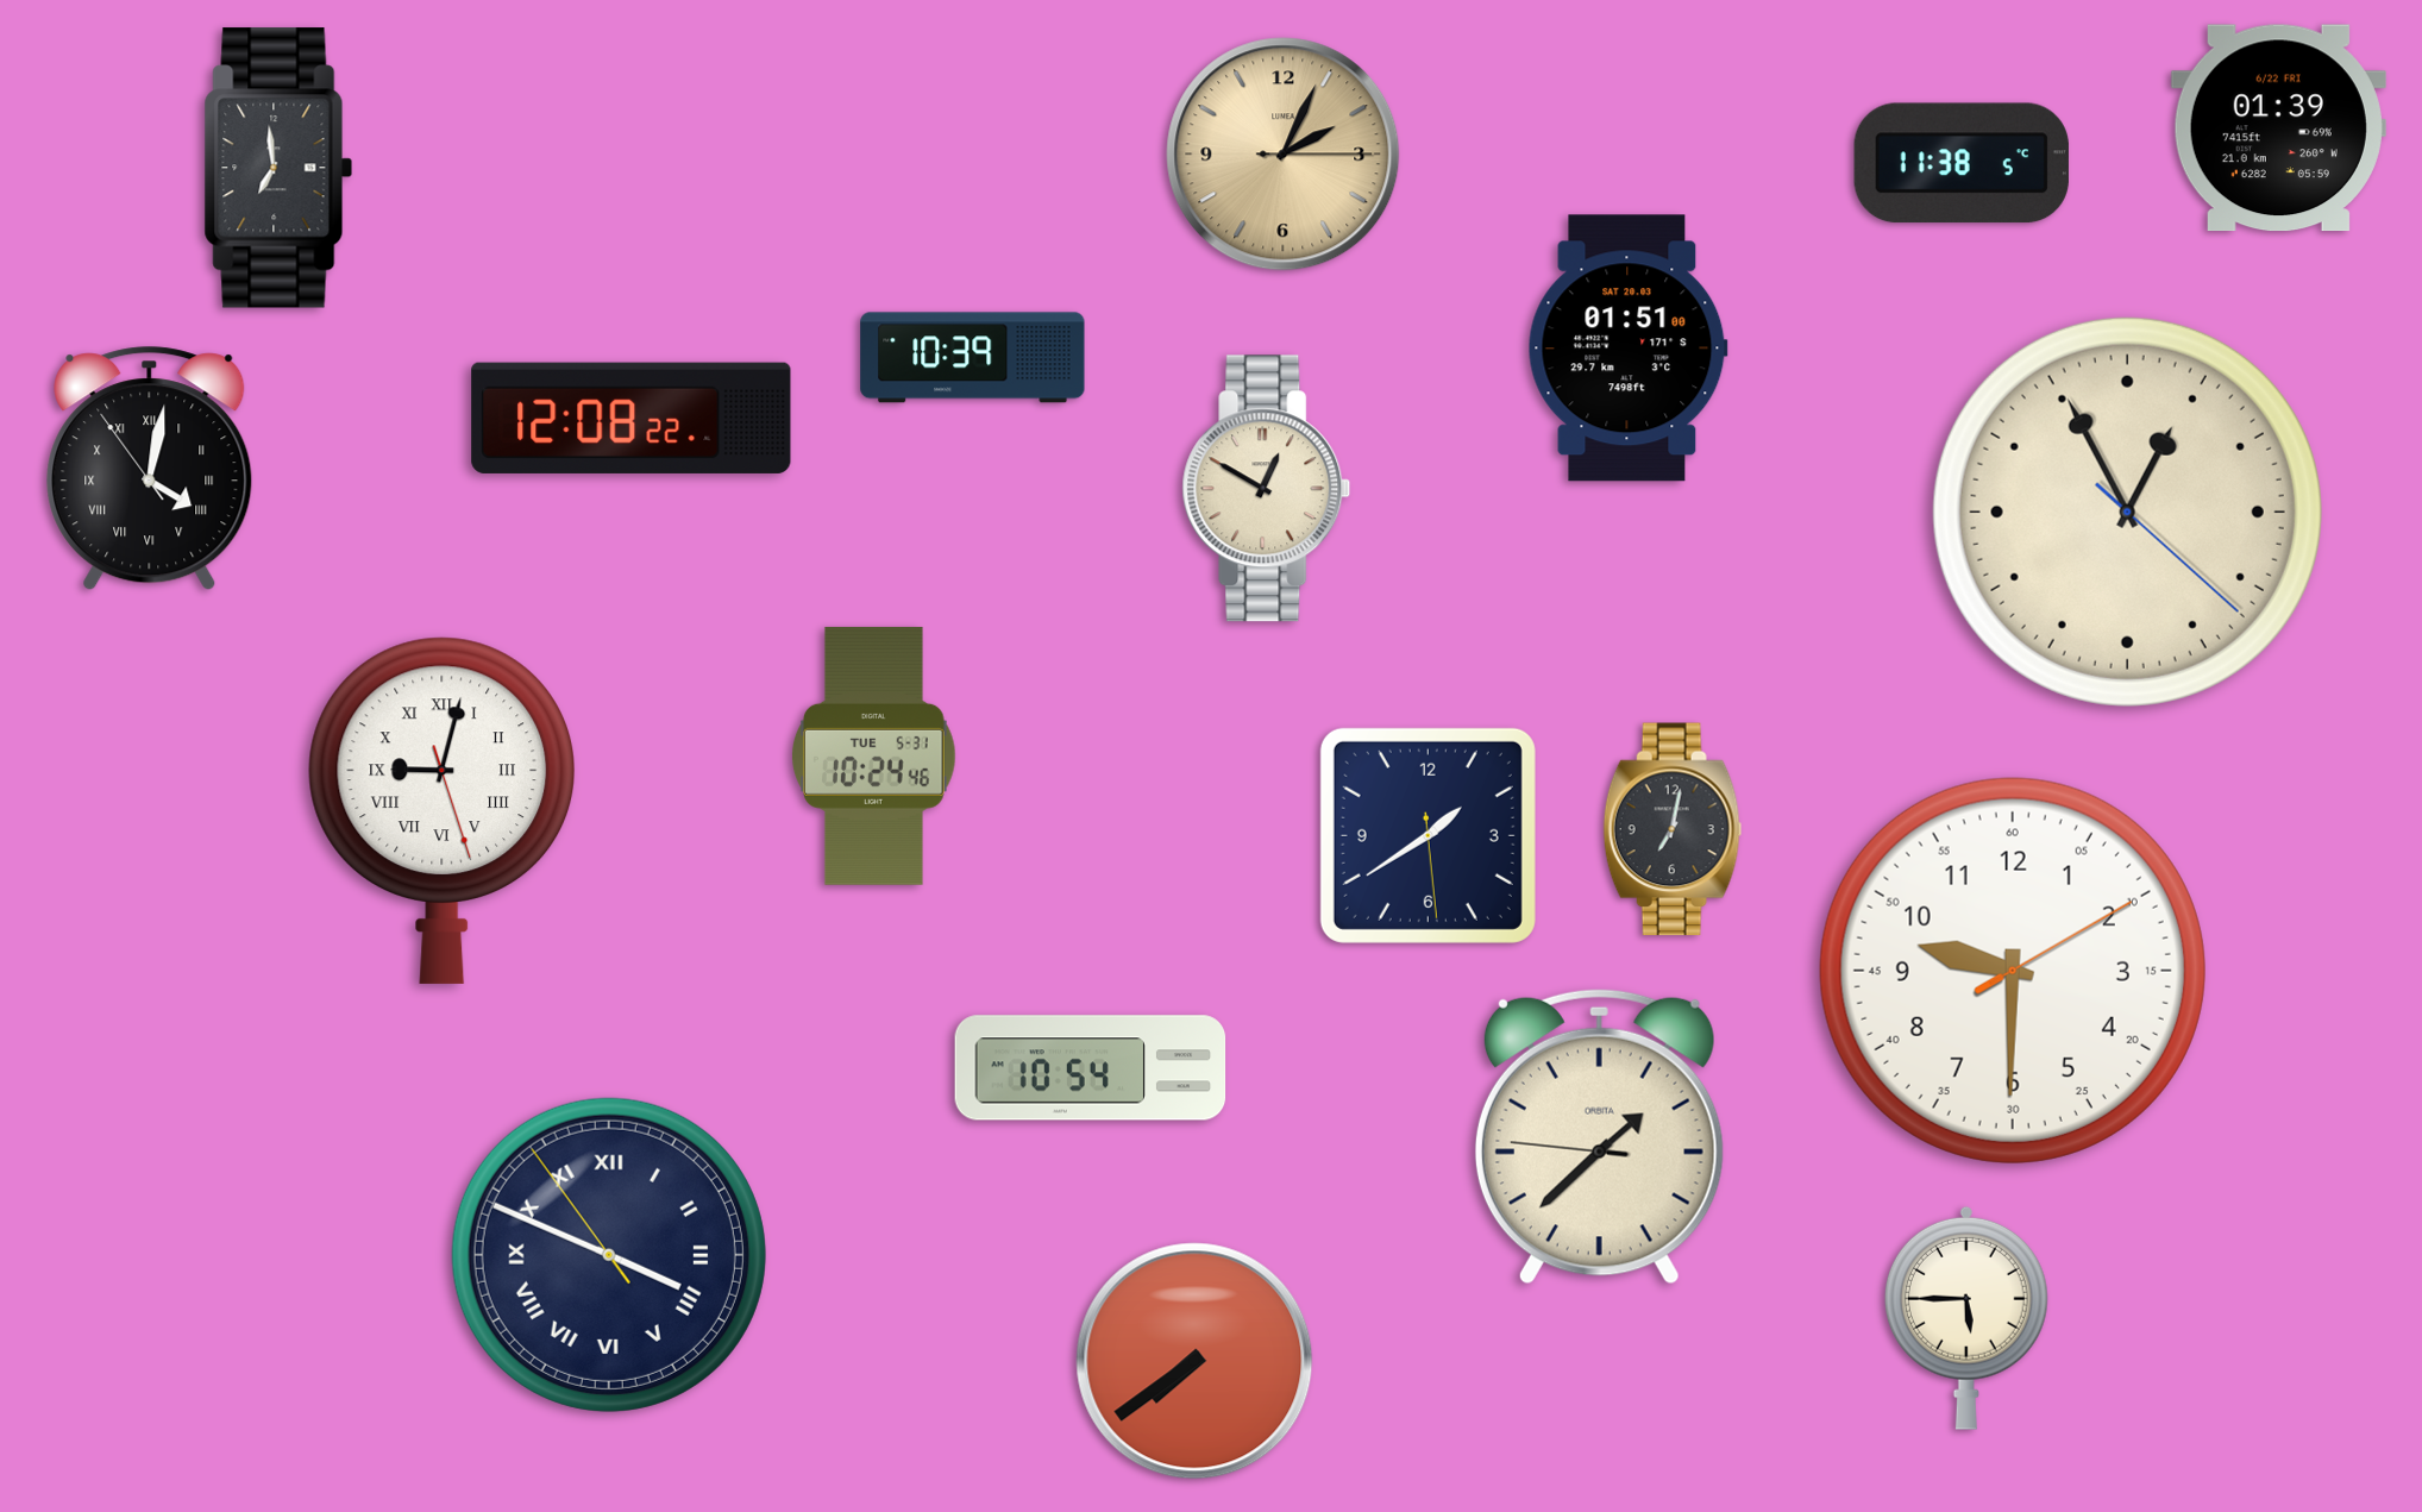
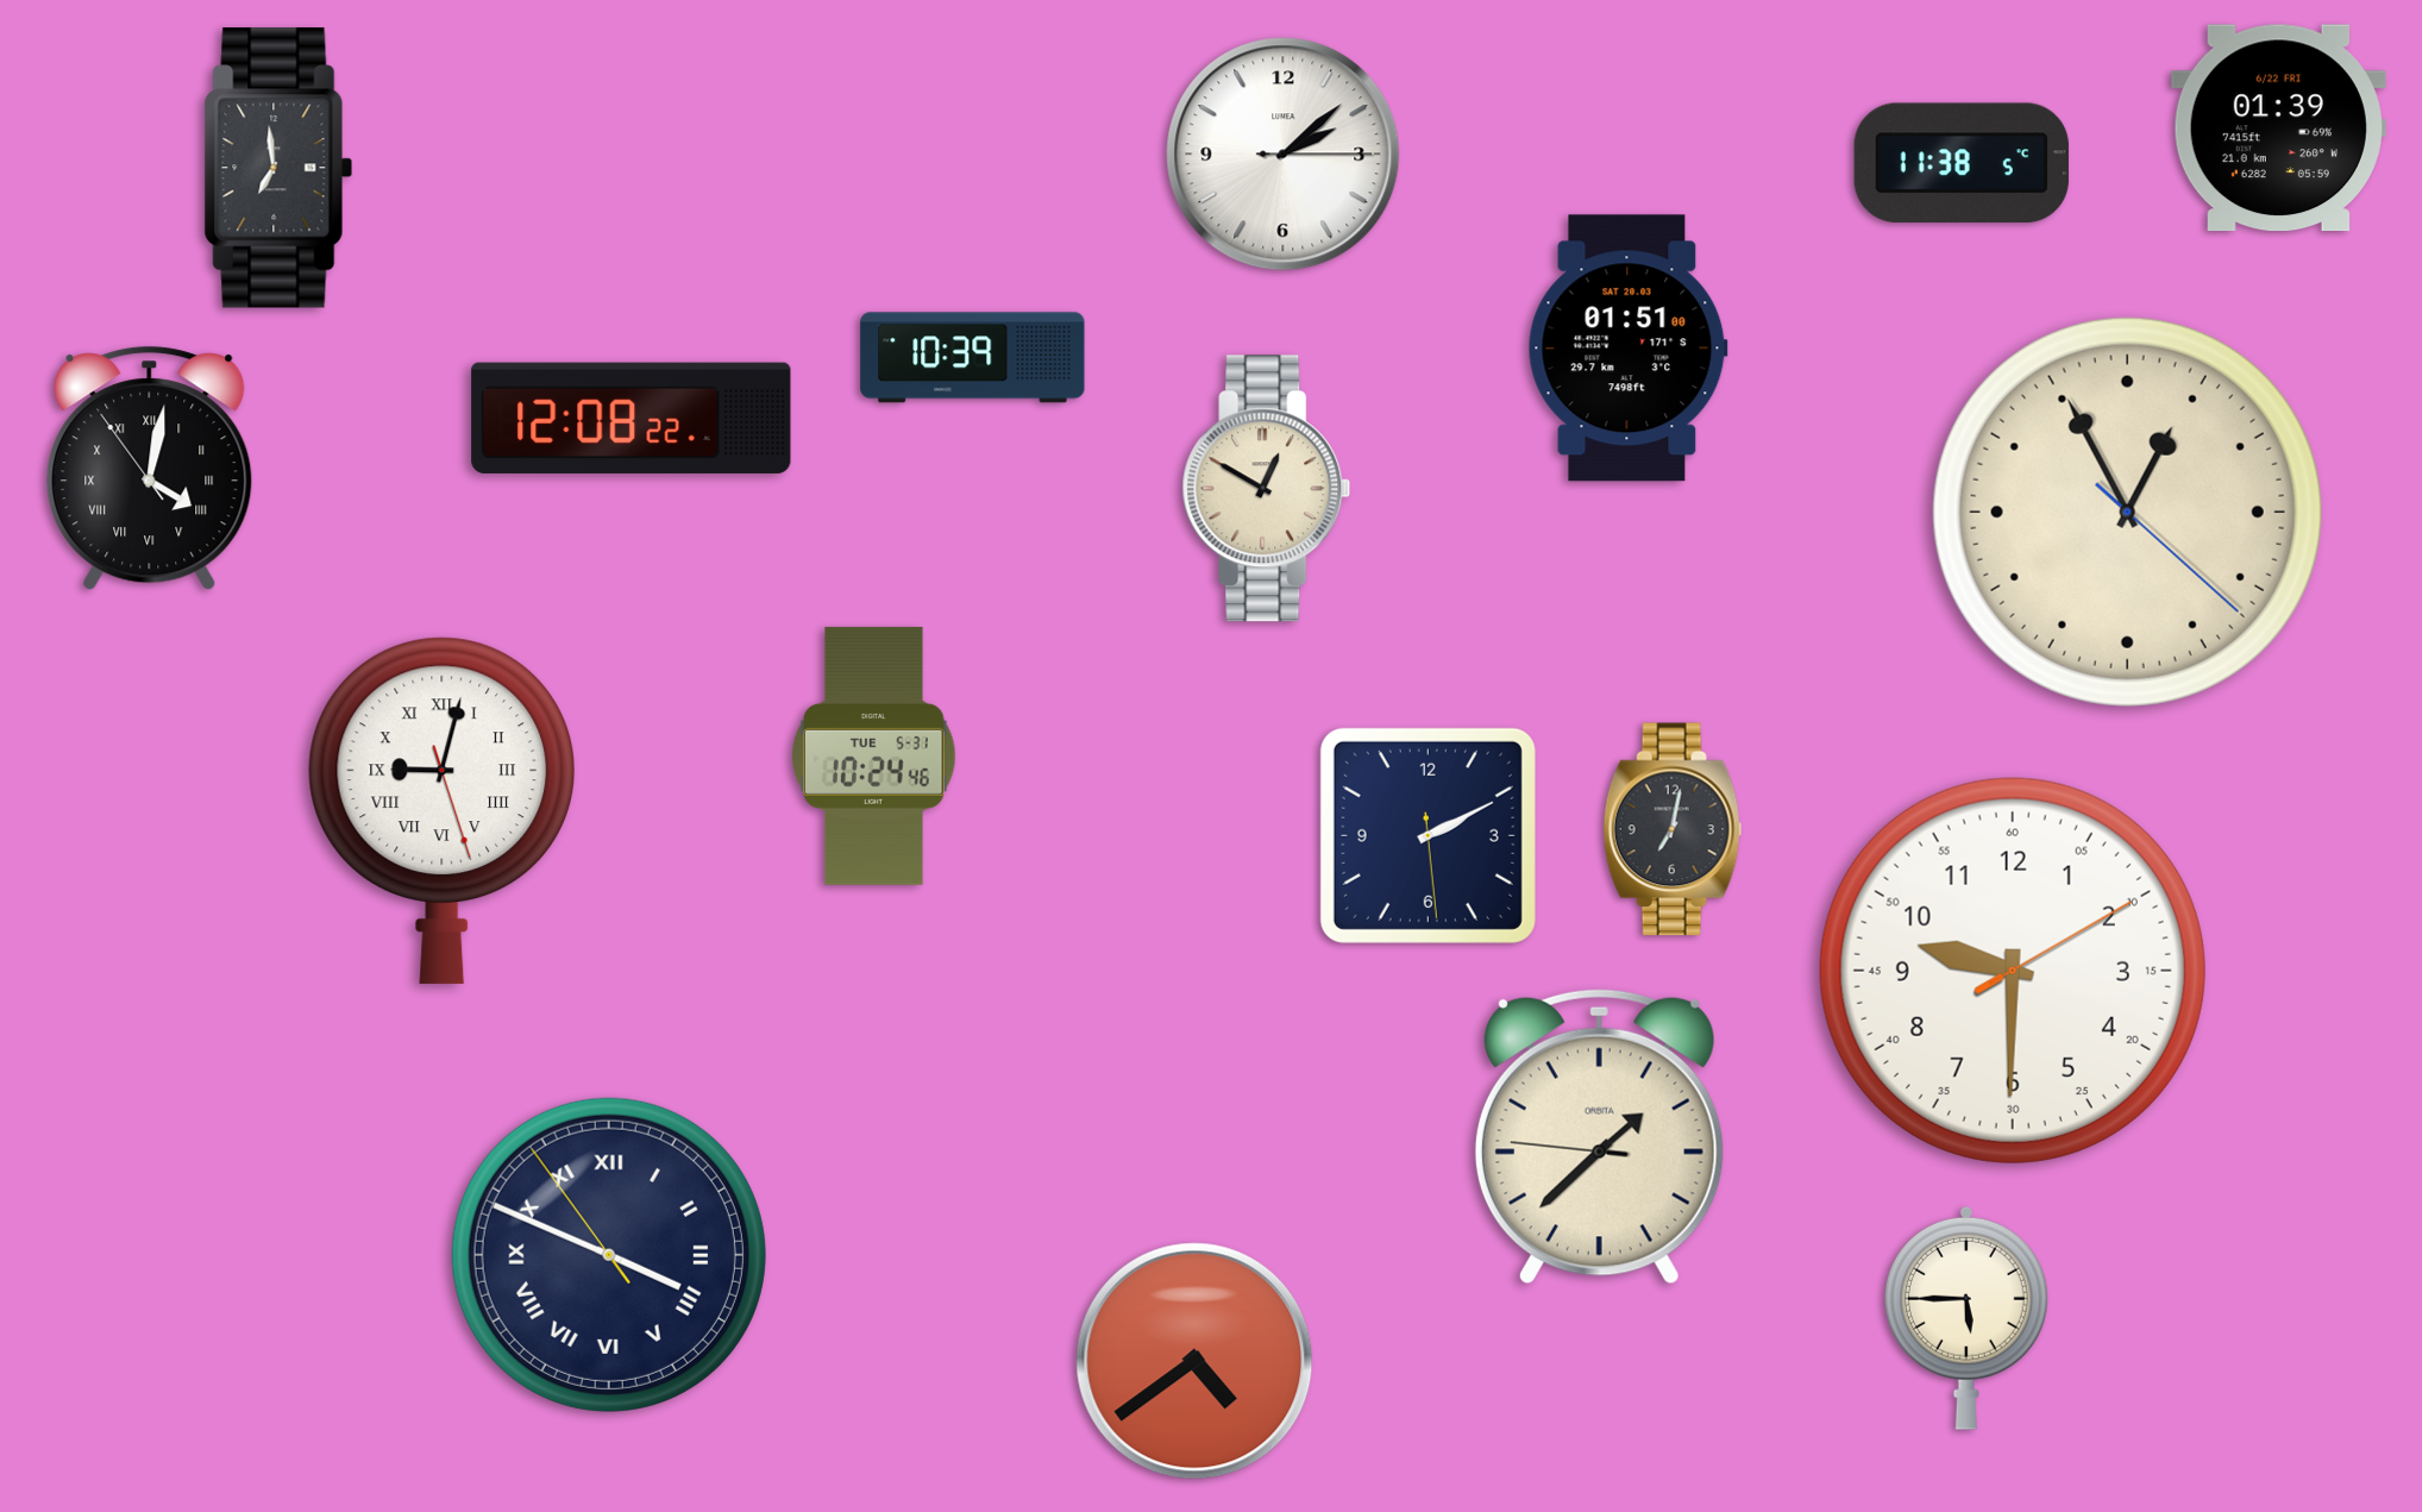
clock at (1284, 155): 2:04 -> 2:08
clock at (1284, 155) dial: champagne -> white
clock at (1428, 835): 1:39 -> 2:10
clock at (1091, 1068): 10:54 -> none
clock at (1194, 1361): 7:39 -> 4:39
